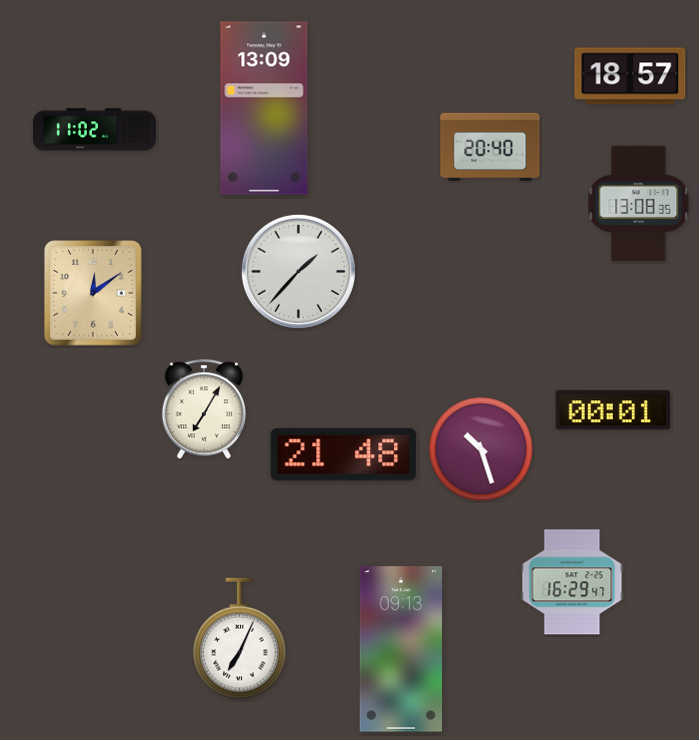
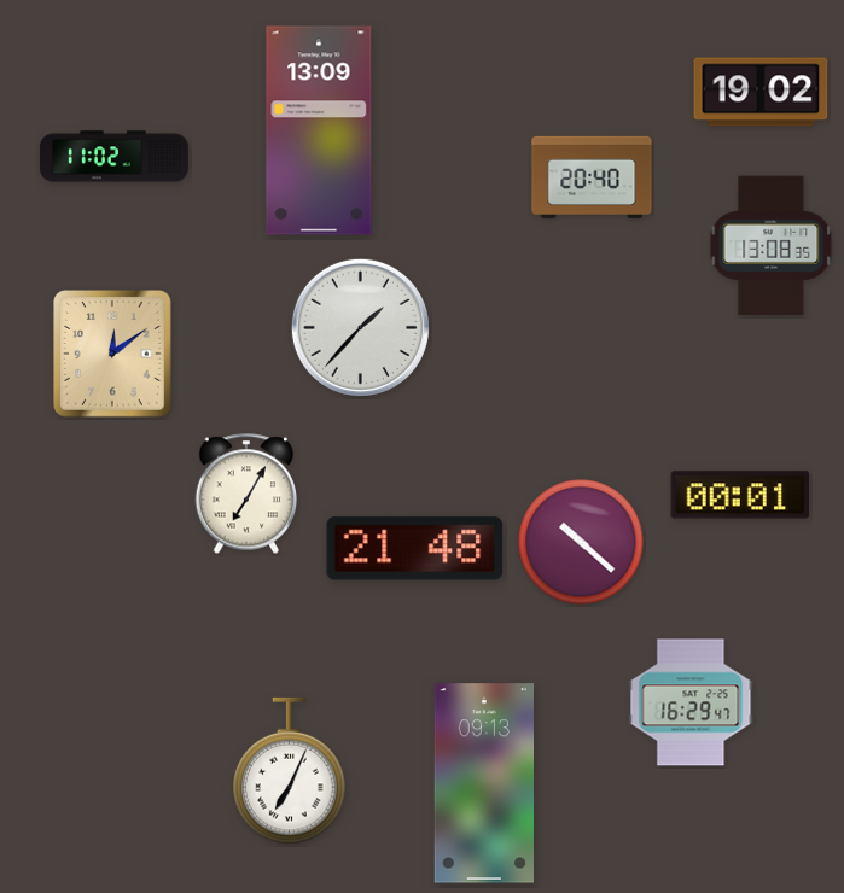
clock at (630, 76): 18:57 -> 19:02
clock at (481, 449): 10:27 -> 10:22
